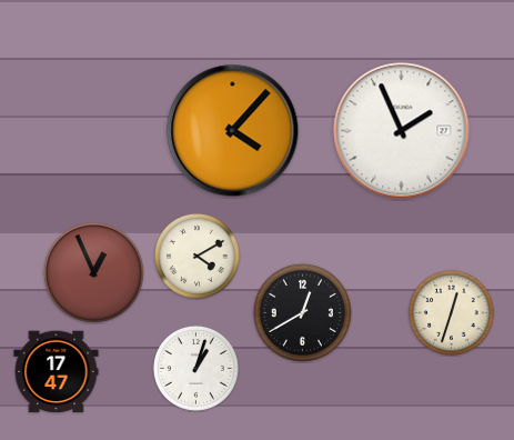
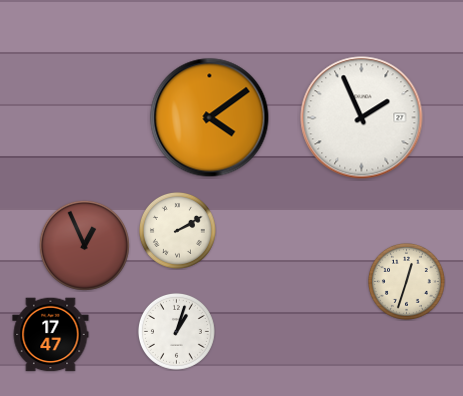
clock at (233, 131): 4:07 -> 4:09
clock at (196, 256): 4:10 -> 2:10
clock at (302, 312): 12:40 -> none
